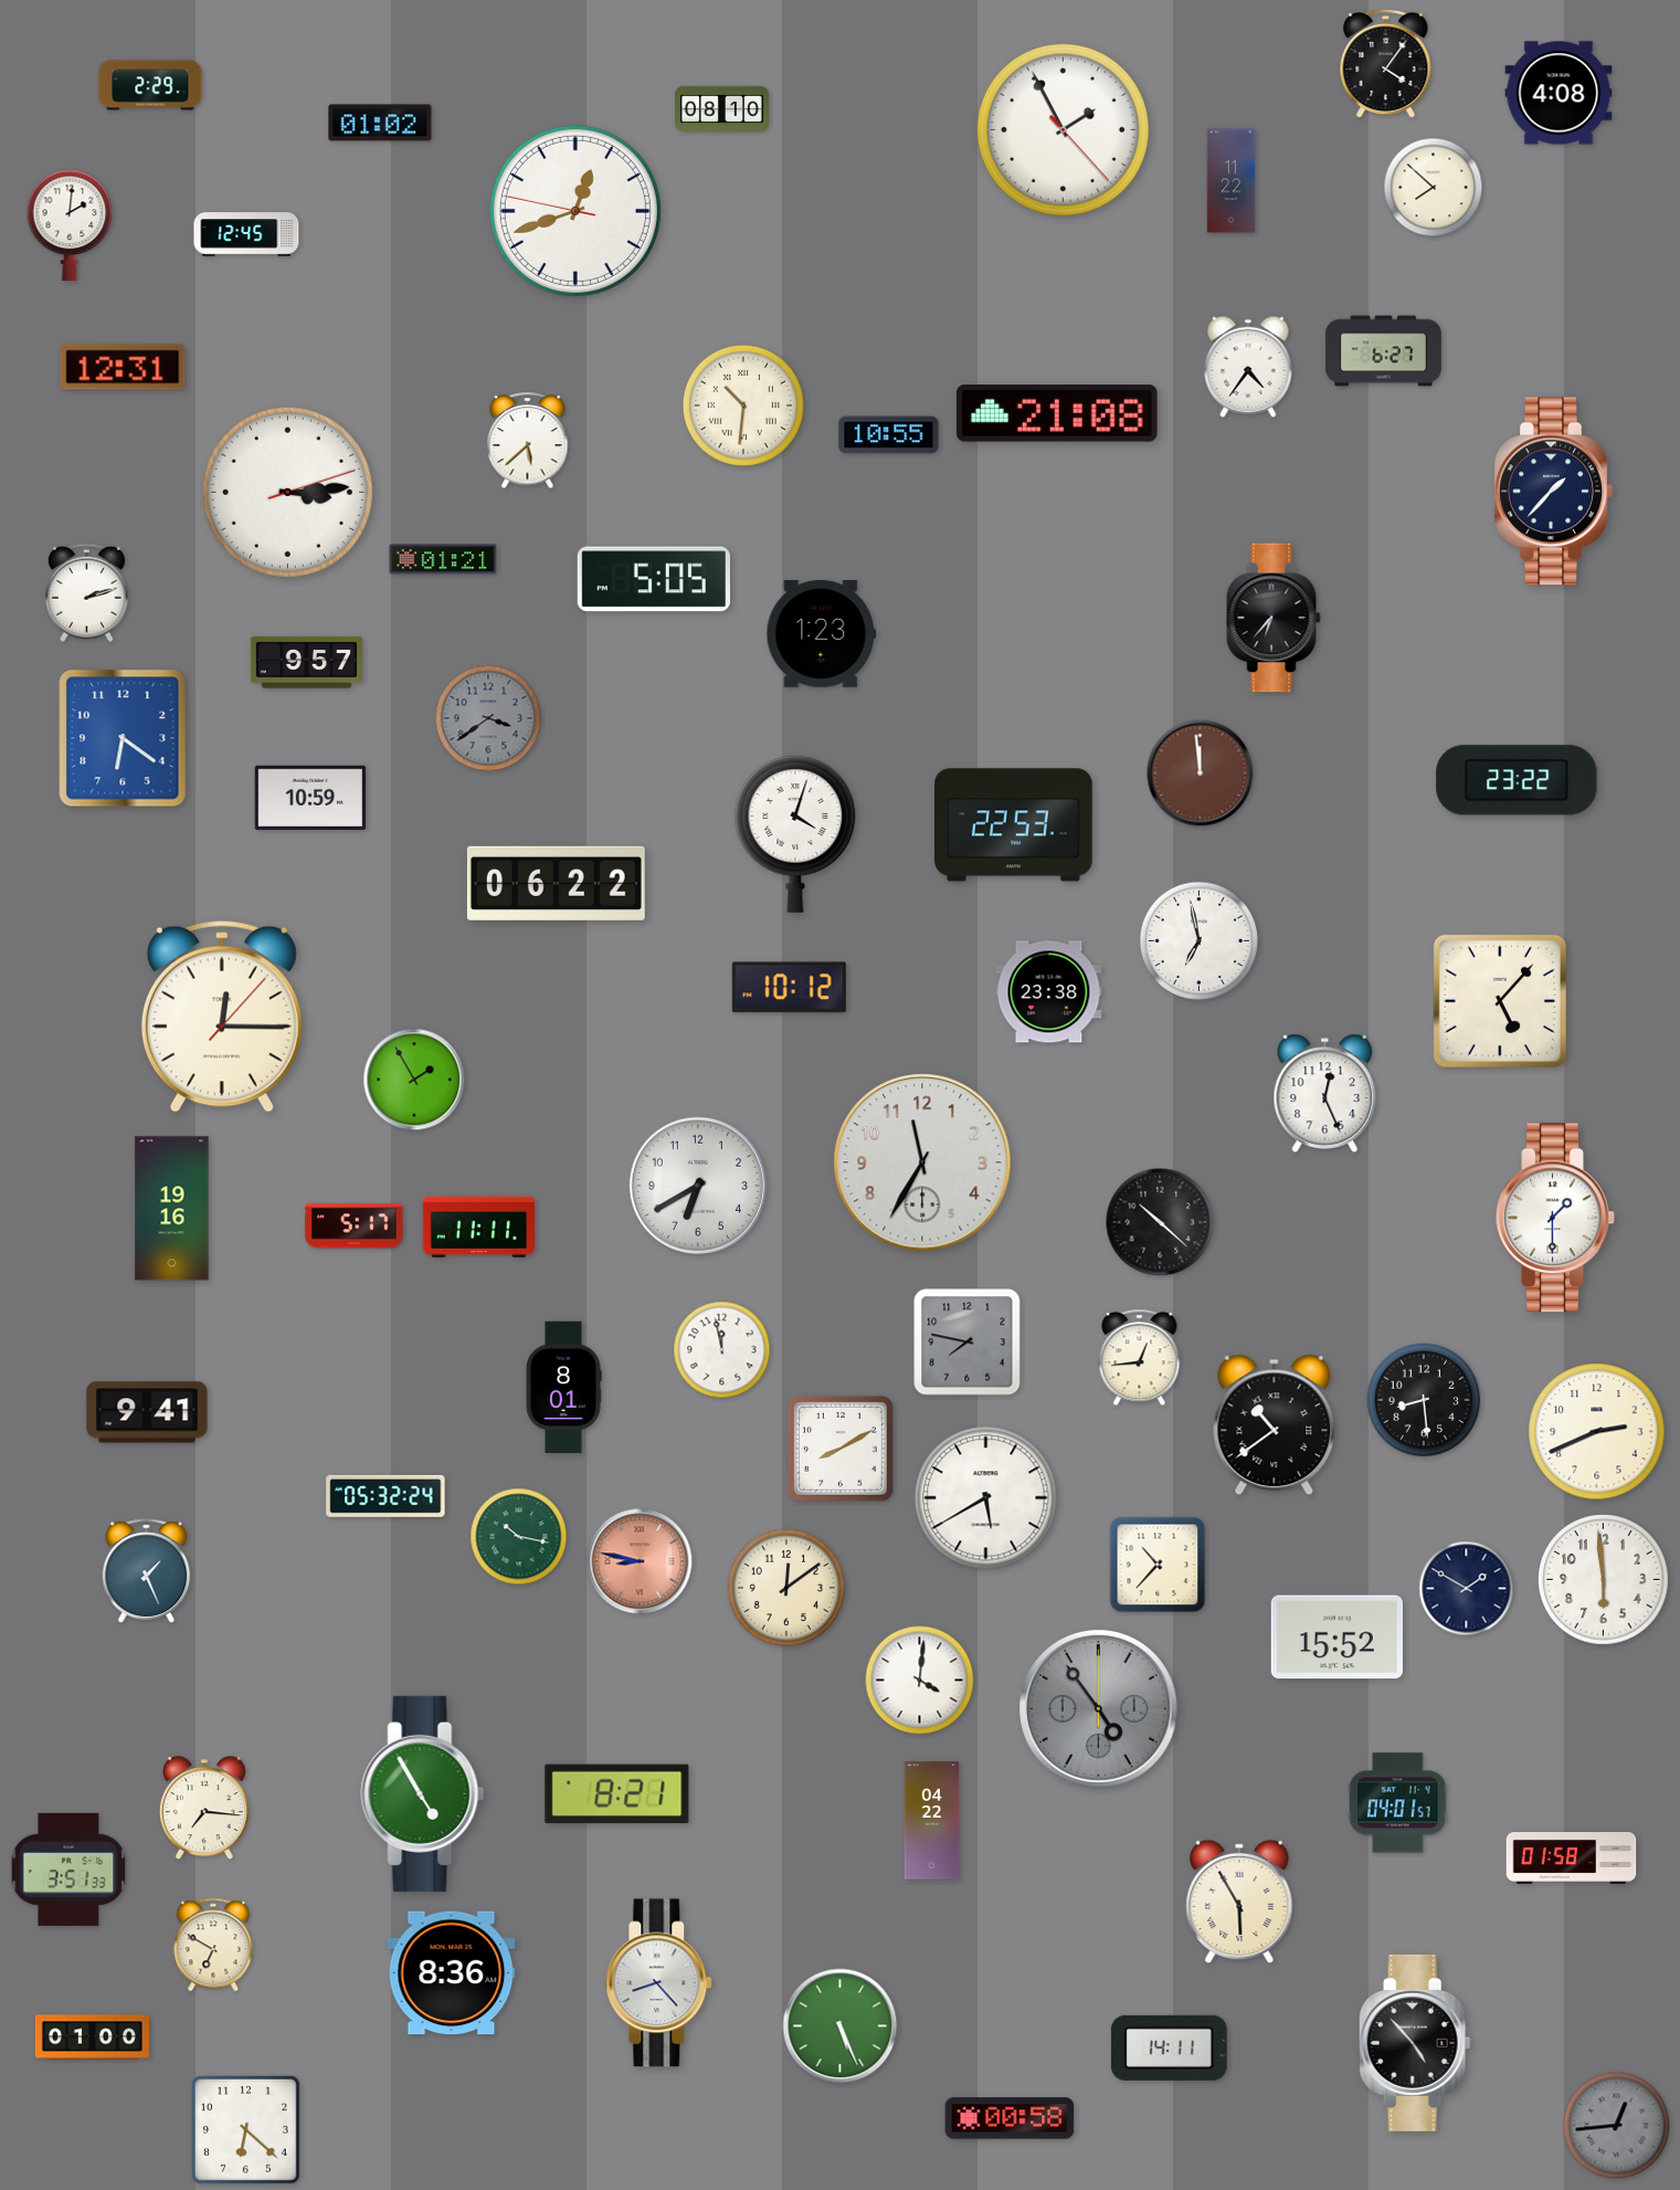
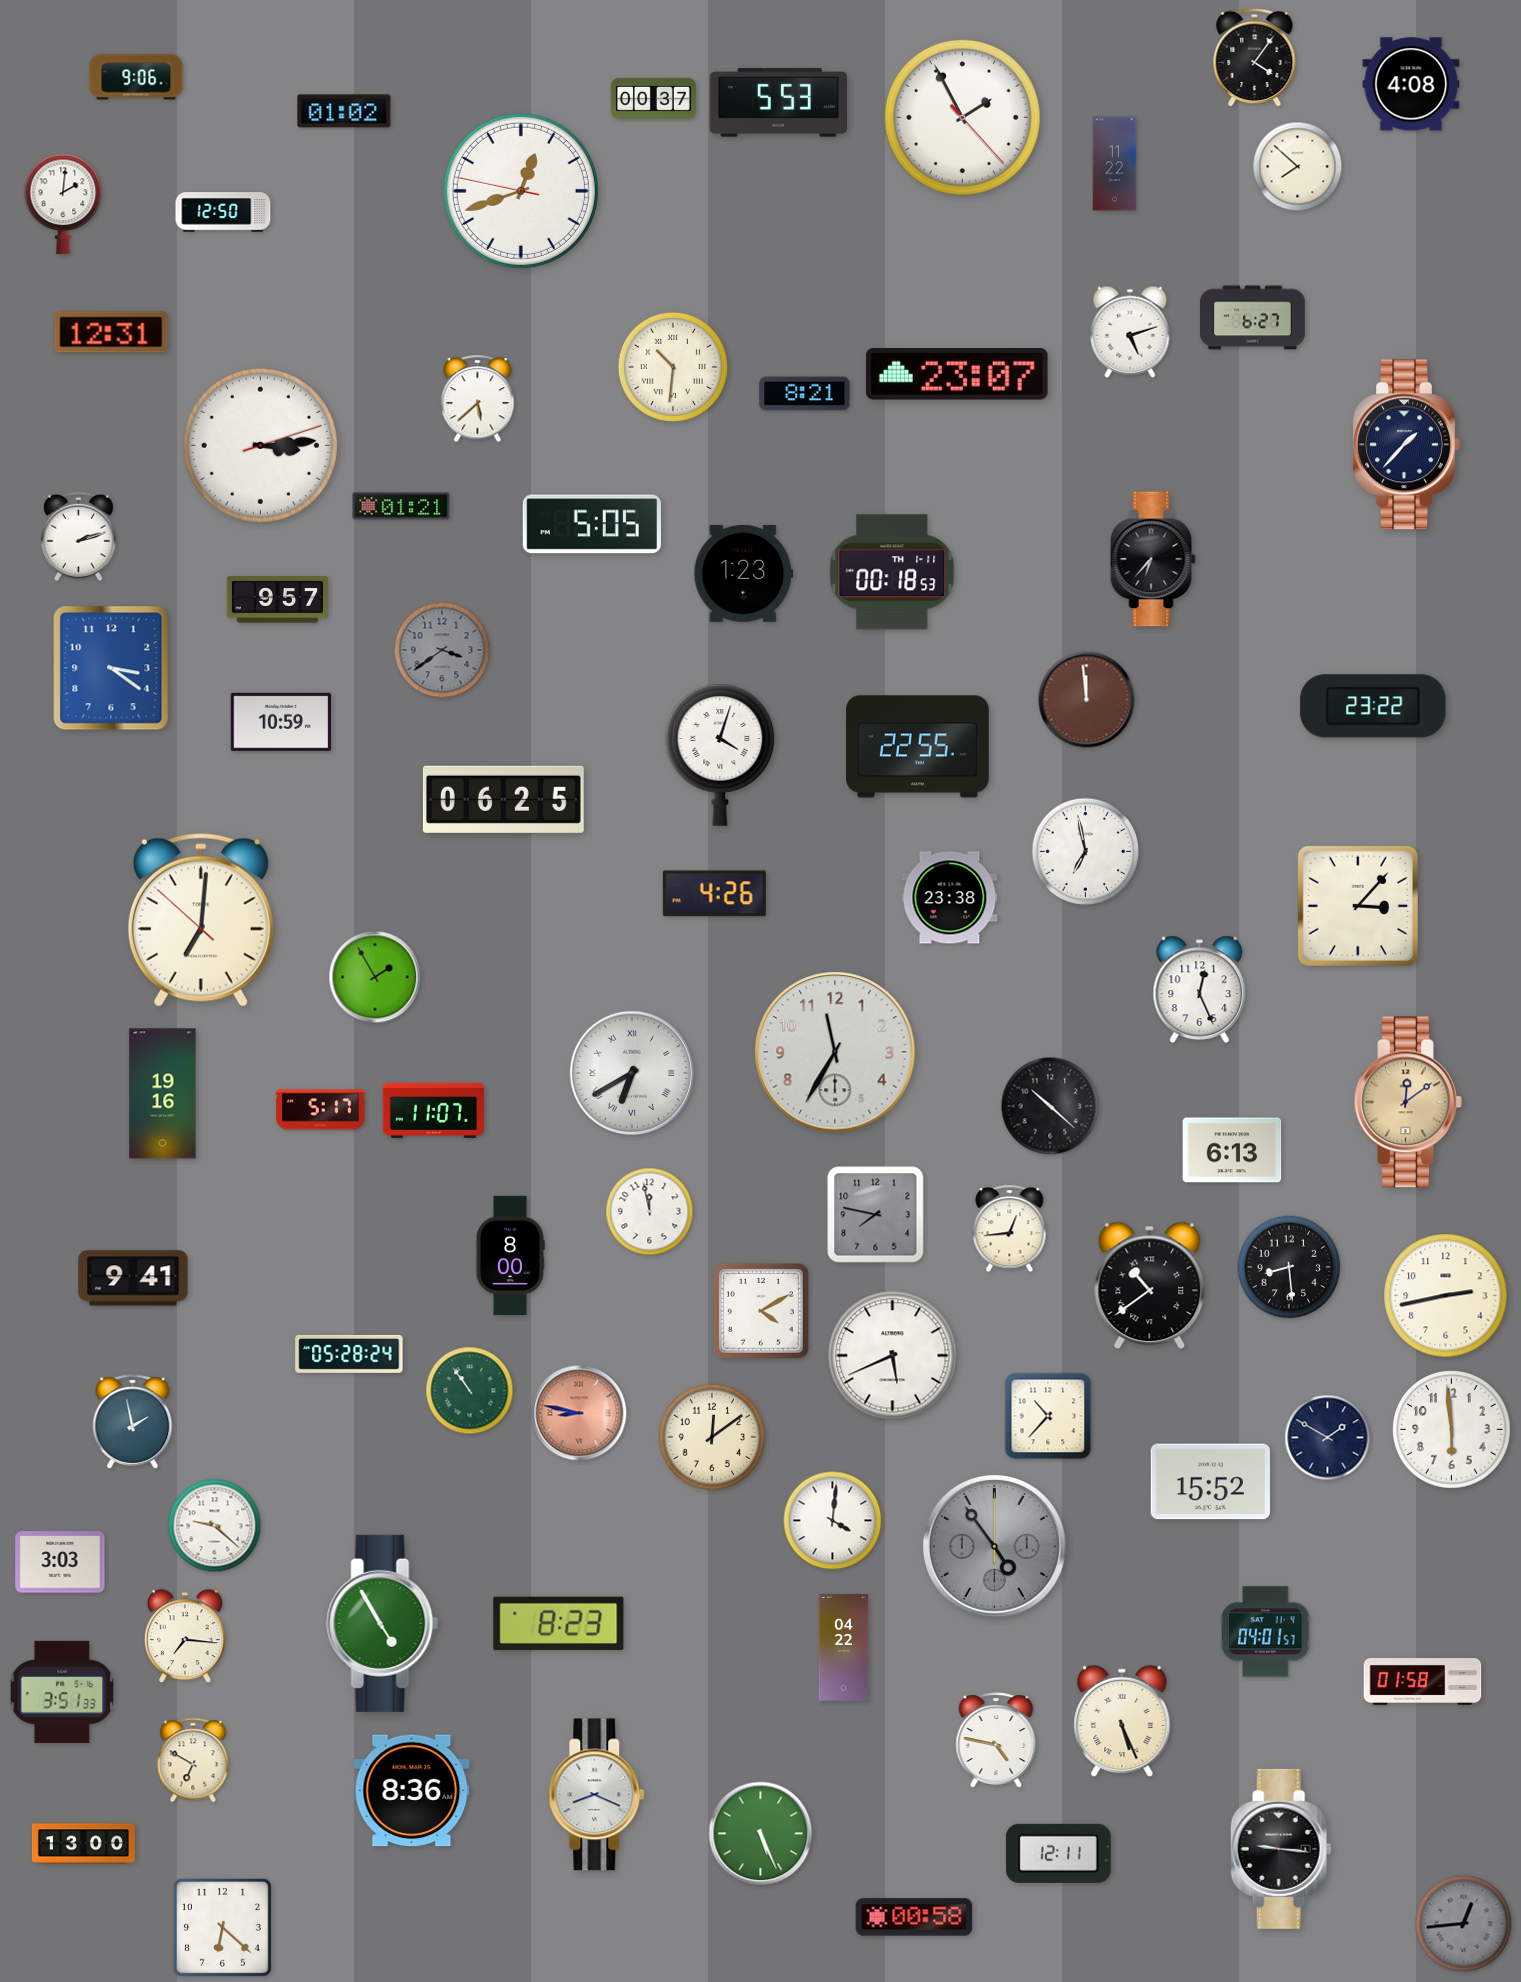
clock at (150, 85): 2:29 -> 9:06
clock at (721, 108): 08:10 -> 00:37
clock at (778, 103): none -> 5:53
clock at (1434, 188) position: (1434, 188) -> (1298, 167)
clock at (246, 234): 12:45 -> 12:50
clock at (1248, 367): 4:36 -> 5:12
clock at (1058, 413): 21:08 -> 23:07
clock at (889, 435): 10:55 -> 8:21
clock at (892, 572): none -> 00:18
clock at (123, 738): 6:21 -> 3:21
clock at (1014, 825): 22:53 -> 22:55
clock at (556, 883): 06:22 -> 06:25
clock at (789, 988): 10:12 -> 4:26
clock at (1500, 1001): 5:07 -> 3:07
clock at (222, 1017): 12:15 -> 7:00
clock at (698, 1186) numerals: Arabic -> Roman
clock at (172, 1209) position: (172, 1209) -> (163, 1094)
clock at (1555, 1218): 1:30 -> 12:09
clock at (1555, 1218) dial: white -> champagne
clock at (478, 1226): 11:11 -> 11:07
clock at (1232, 1150): none -> 6:13
clock at (722, 1350) position: (722, 1350) -> (650, 1212)
clock at (1140, 1358) position: (1140, 1358) -> (1010, 1229)
clock at (563, 1388): 8:01 -> 8:00
clock at (1275, 1425) position: (1275, 1425) -> (1150, 1286)
clock at (1597, 1432): 2:41 -> 2:43
clock at (841, 1449): 8:10 -> 4:10
clock at (385, 1496): 05:32 -> 05:28
clock at (986, 1498): 5:40 -> 5:41
clock at (519, 1537): 10:17 -> 10:54
clock at (147, 1571): 1:26 -> 1:58
clock at (215, 1526): none -> 9:22
clock at (60, 1562): none -> 3:03
clock at (617, 1793): 8:21 -> 8:23
clock at (1239, 1902): 5:55 -> 5:26
clock at (996, 1740): none -> 4:47
clock at (452, 1973) position: (452, 1973) -> (412, 1791)
clock at (659, 1983): 8:23 -> 8:19
clock at (92, 2038): 01:00 -> 13:00
clock at (1415, 2043): 4:53 -> 9:16
clock at (1169, 2047): 14:11 -> 12:11
